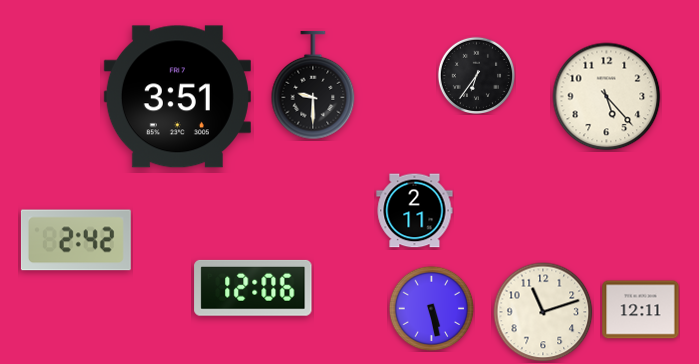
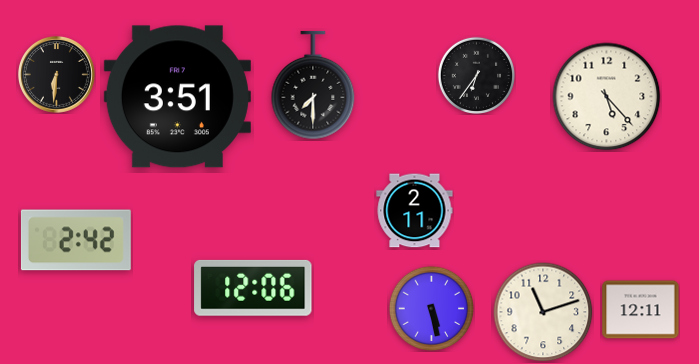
clock at (56, 74): none -> 6:31
clock at (313, 85): 9:30 -> 7:30
